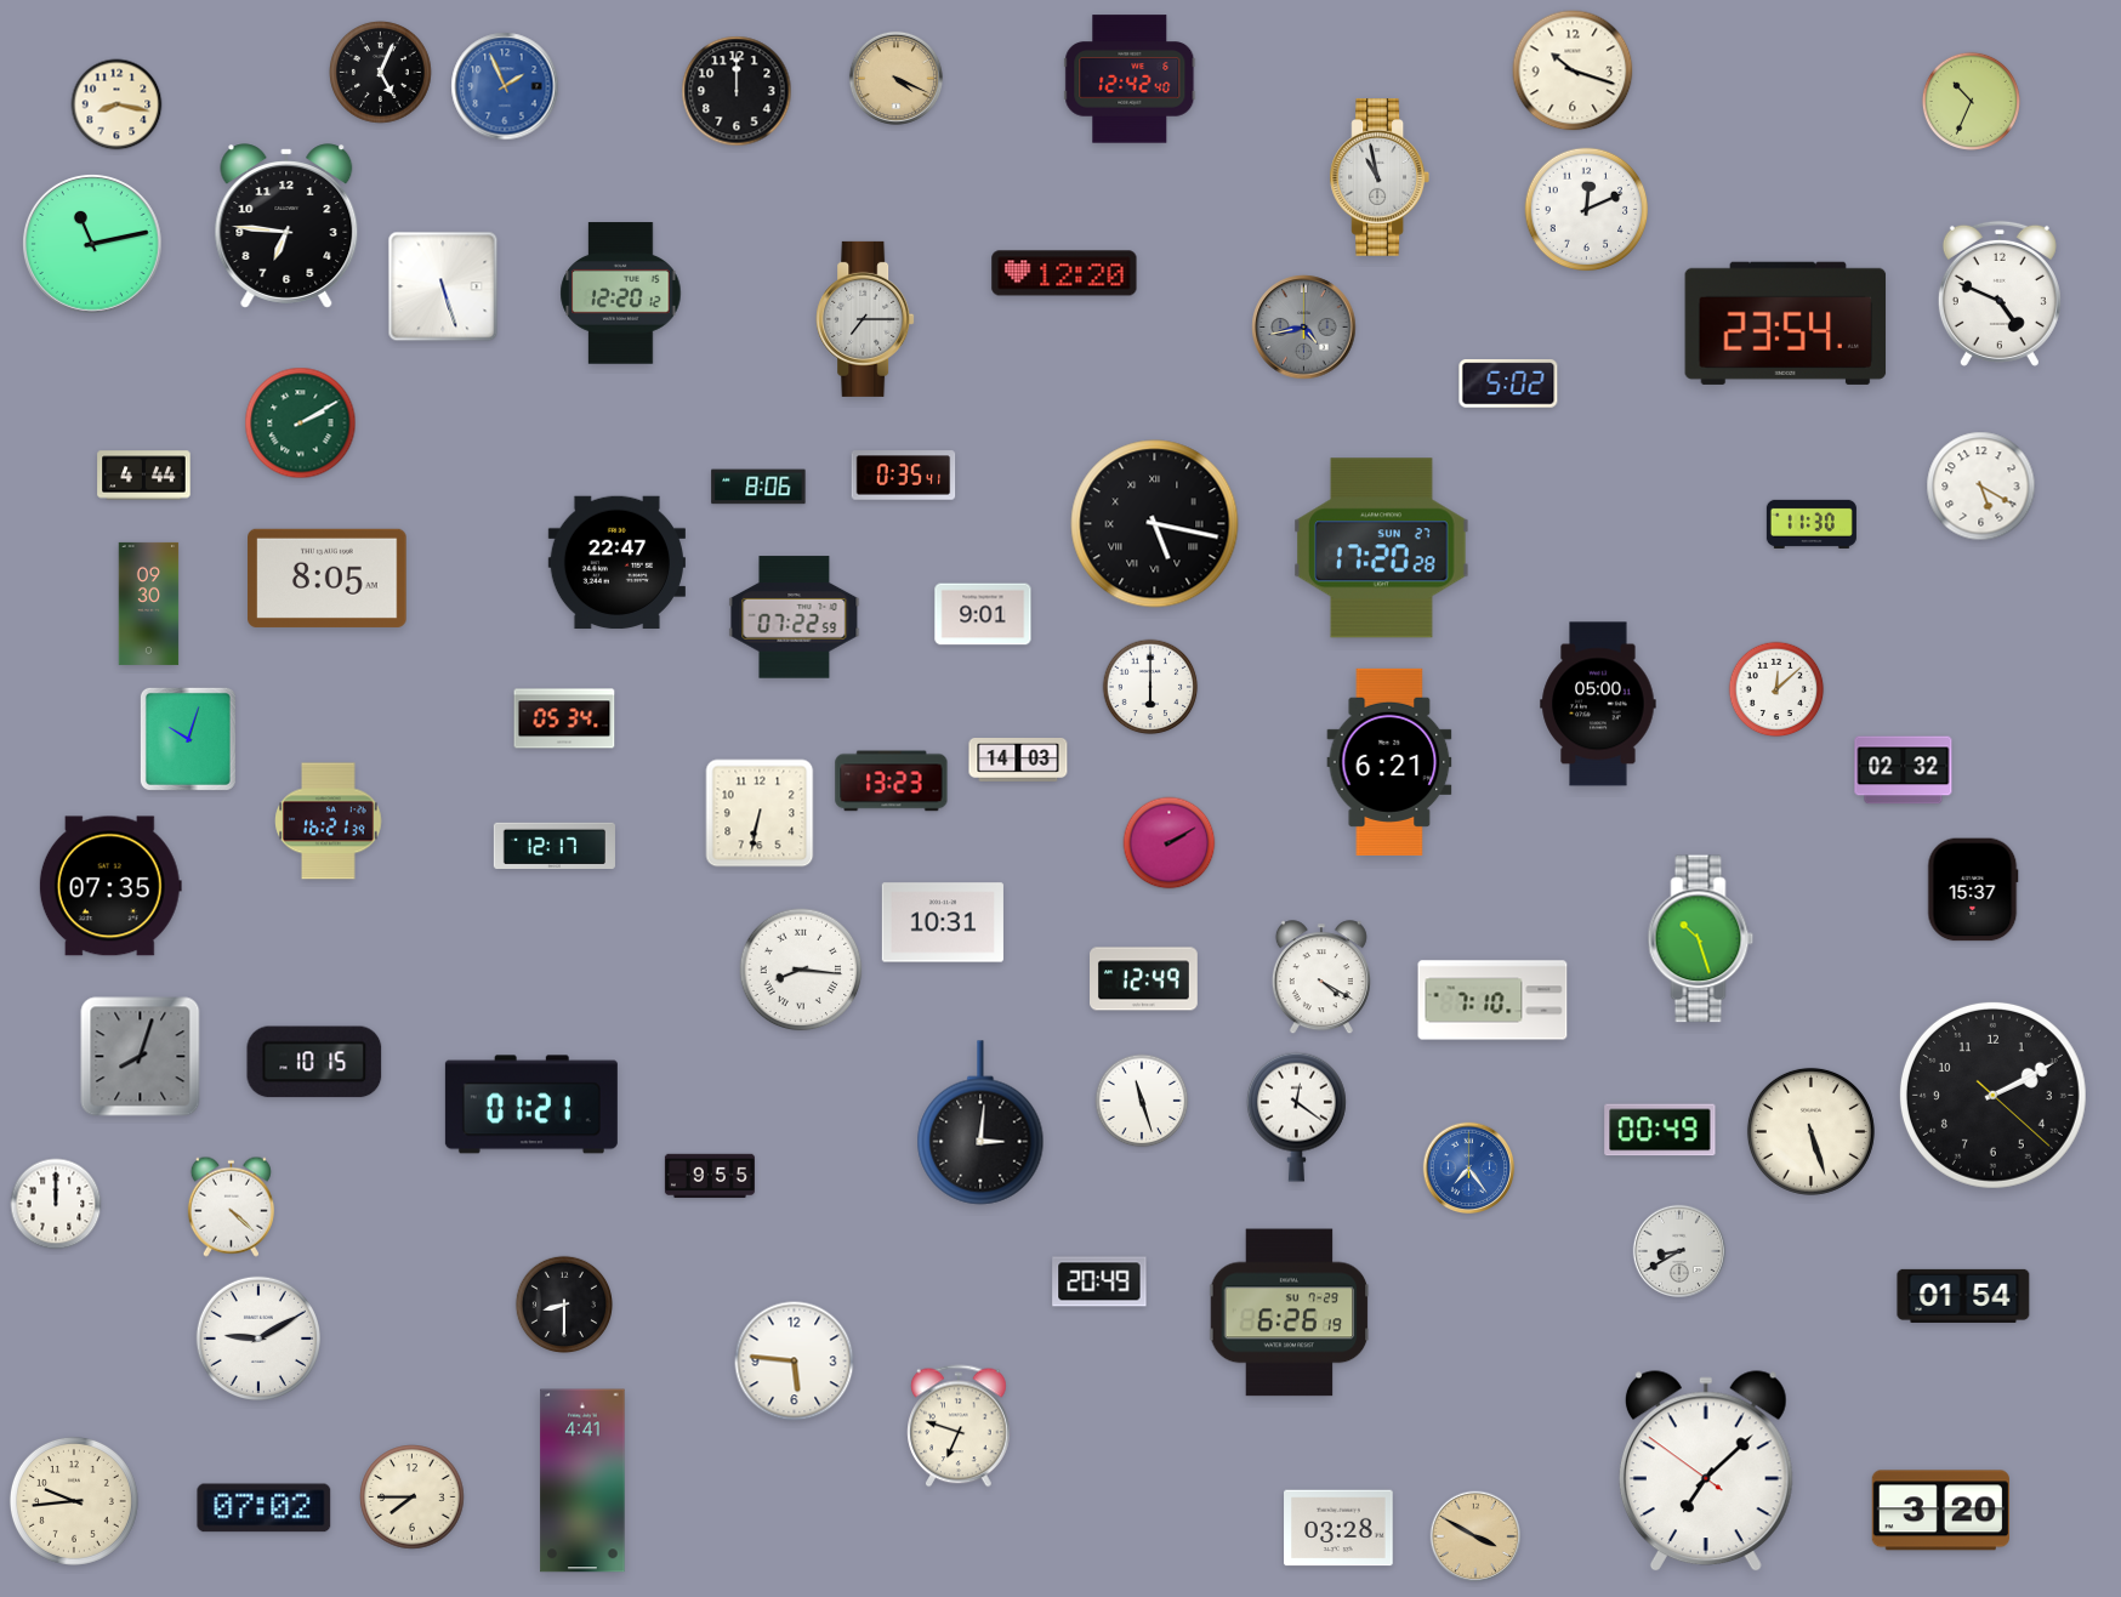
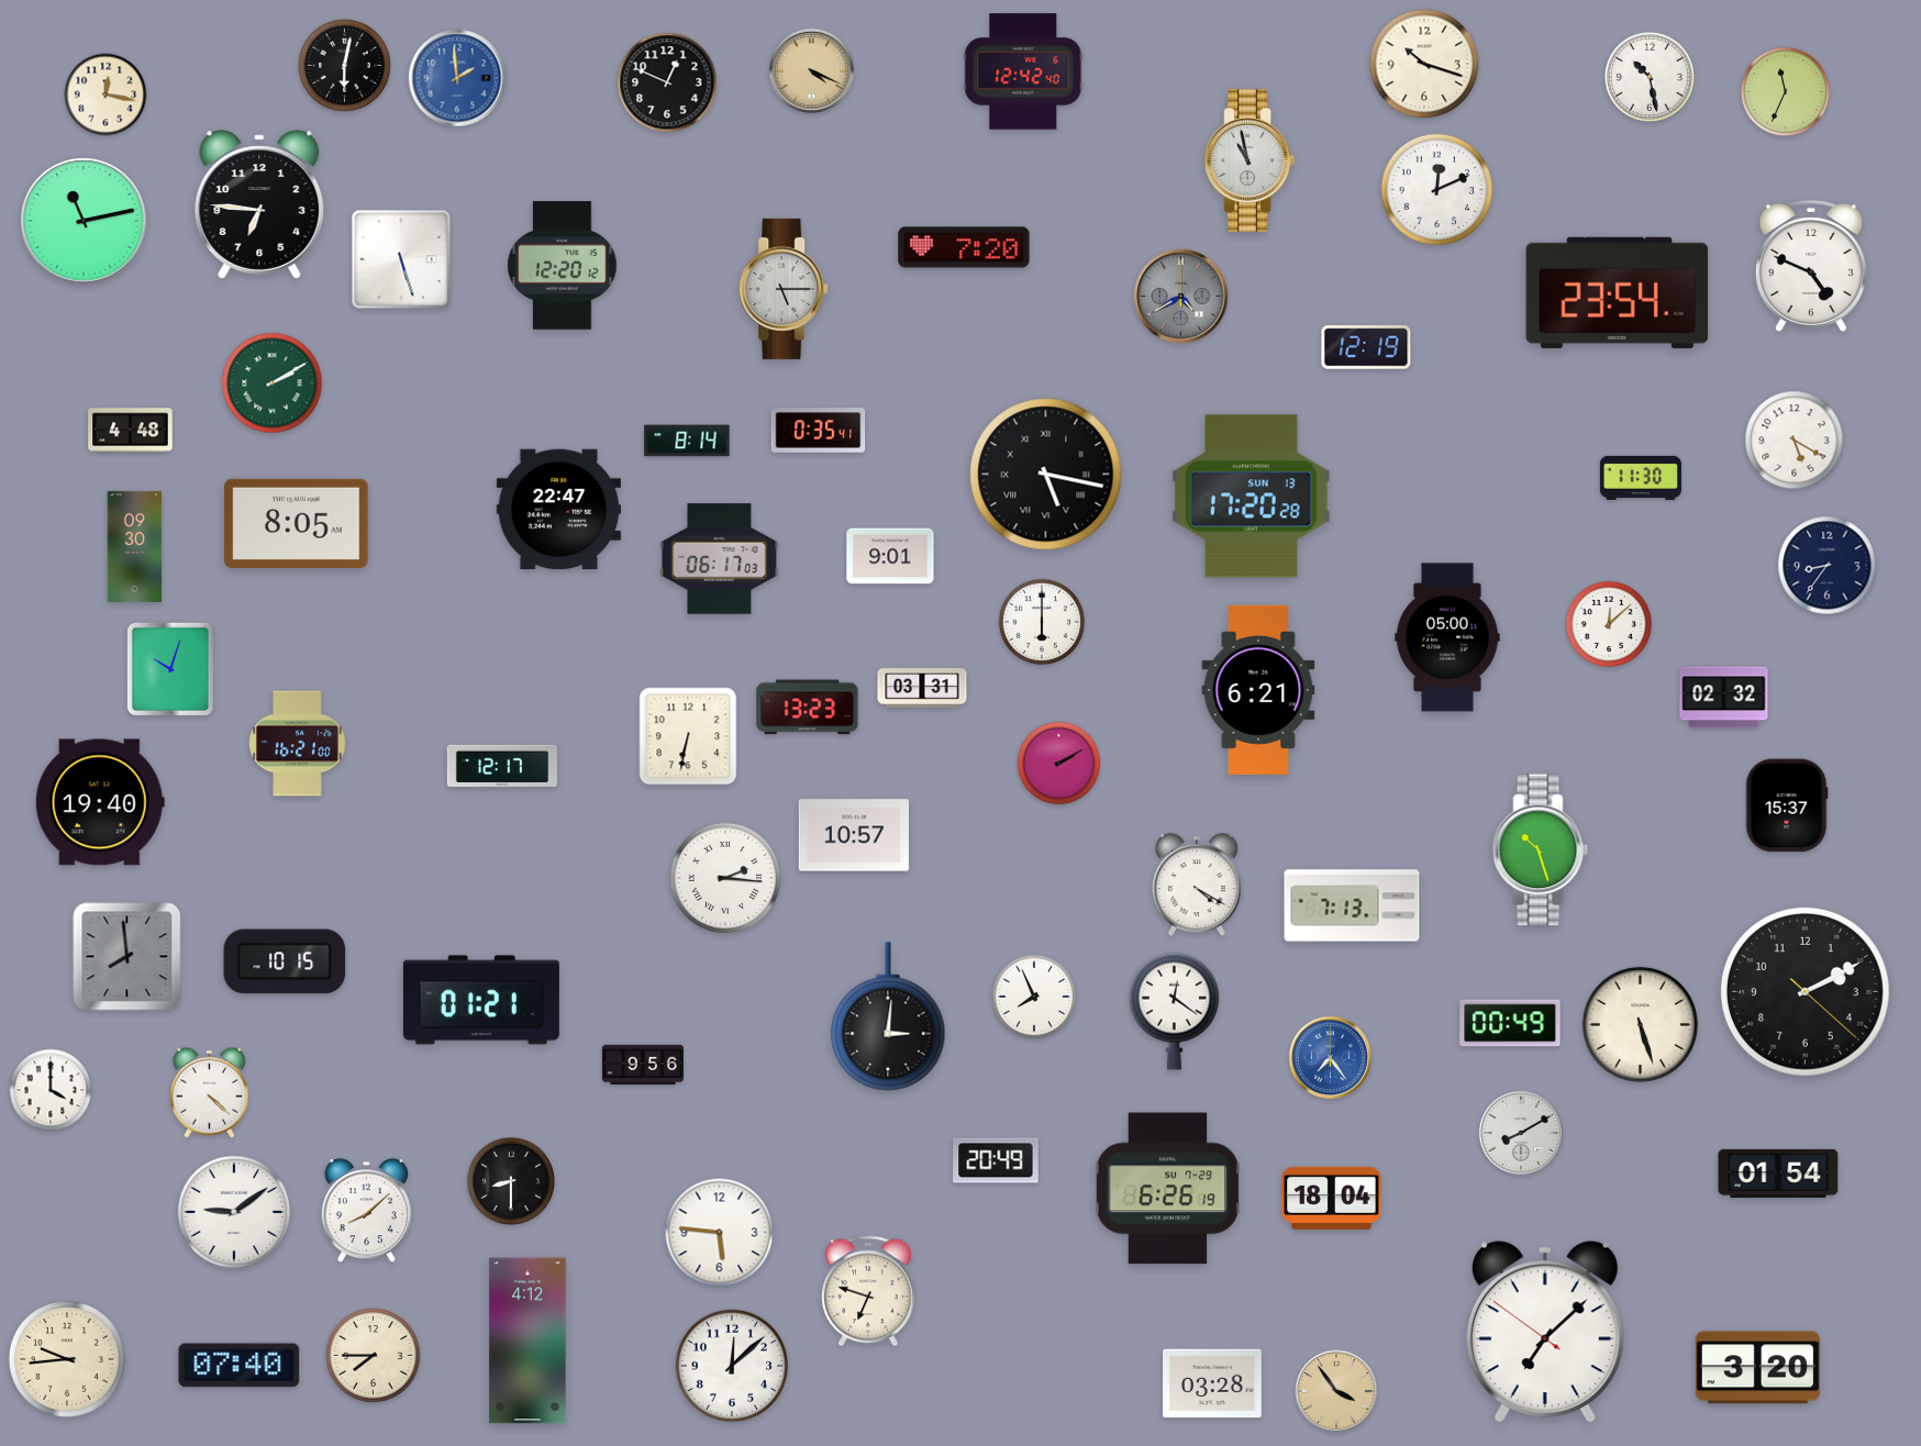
clock at (381, 73): 5:04 -> 6:02
clock at (1650, 77): none -> 10:28
clock at (505, 86): 1:56 -> 1:59
clock at (737, 91): 12:00 -> 12:49
clock at (1971, 101): 10:34 -> 11:34
clock at (116, 104): 8:17 -> 12:17
clock at (1064, 273): 12:20 -> 7:20
clock at (865, 319): 7:15 -> 5:15
clock at (1304, 328): 4:43 -> 4:40
clock at (1508, 383): 5:02 -> 12:19
clock at (144, 476): 4:44 -> 4:48
clock at (758, 487): 8:06 -> 8:14
clock at (1812, 524) position: (1812, 524) -> (1641, 478)
clock at (1382, 549) date: SUN 27 -> SUN 13
clock at (795, 618): 07:22 -> 06:17
clock at (1828, 566): none -> 8:36
clock at (564, 718): 05:34 -> none
clock at (1018, 761): 14:03 -> 03:31
clock at (329, 822): 16:21:39 -> 16:21:00
clock at (110, 886): 07:35 -> 19:40
clock at (943, 922): 10:31 -> 10:57
clock at (801, 970): 8:16 -> 2:16
clock at (1144, 979): 12:49 -> none
clock at (1492, 1000): 7:10 -> 7:13
clock at (141, 1057): 8:03 -> 7:59
clock at (1142, 1101): 11:27 -> 7:56
clock at (1660, 1130) position: (1660, 1130) -> (1510, 1023)
clock at (710, 1176): 9:55 -> 9:56
clock at (56, 1204): 12:00 -> 4:00
clock at (1678, 1250): 8:40 -> 8:10
clock at (1332, 1198): none -> 18:04
clock at (257, 1337): 9:10 -> 9:09
clock at (366, 1211): none -> 8:08
clock at (582, 1481): 4:41 -> 4:12
clock at (731, 1365): none -> 12:08
clock at (265, 1508): 07:02 -> 07:40
clock at (1475, 1536): 3:50 -> 3:54
